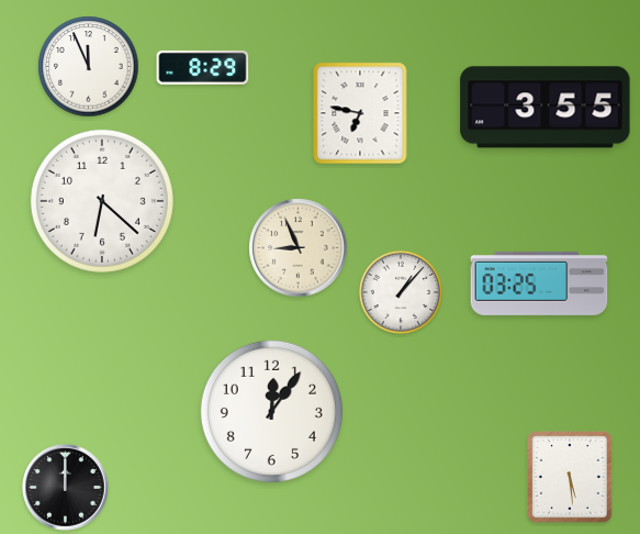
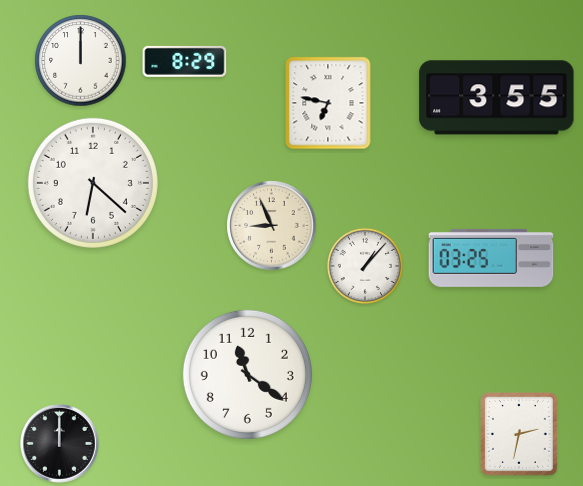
clock at (89, 67): 11:56 -> 12:00
clock at (271, 411): 12:06 -> 11:21
clock at (571, 478): 5:29 -> 2:32
